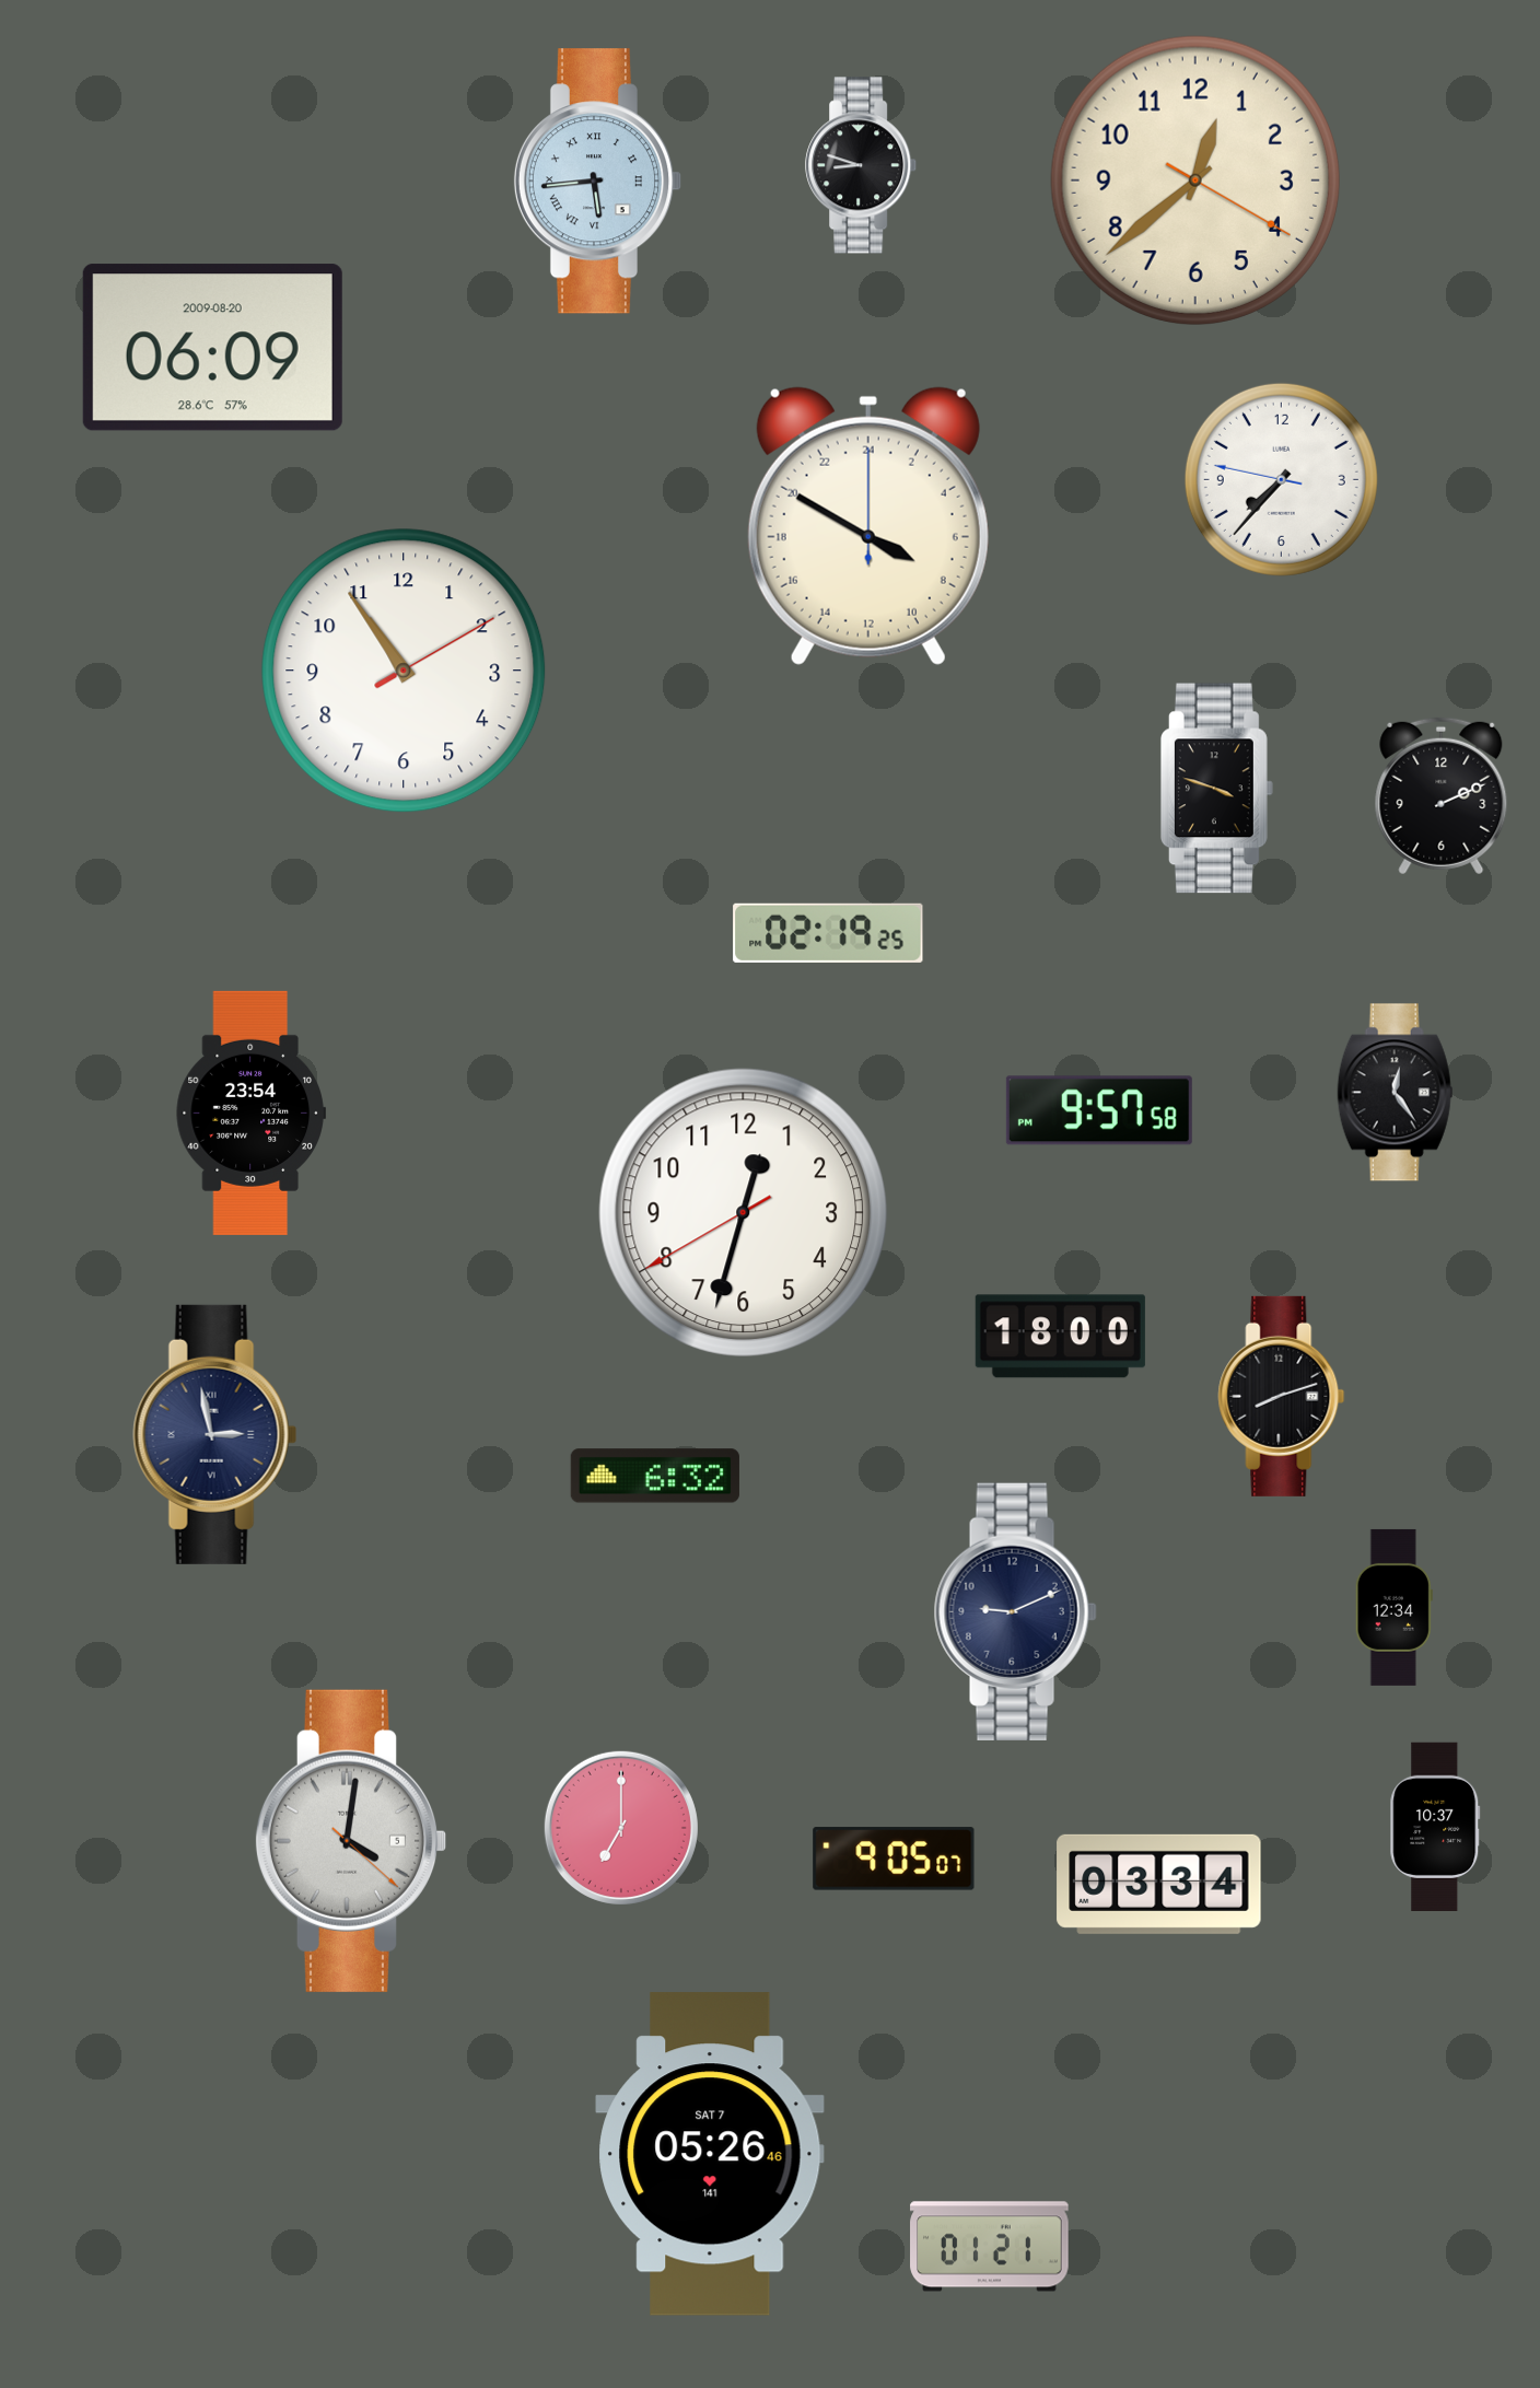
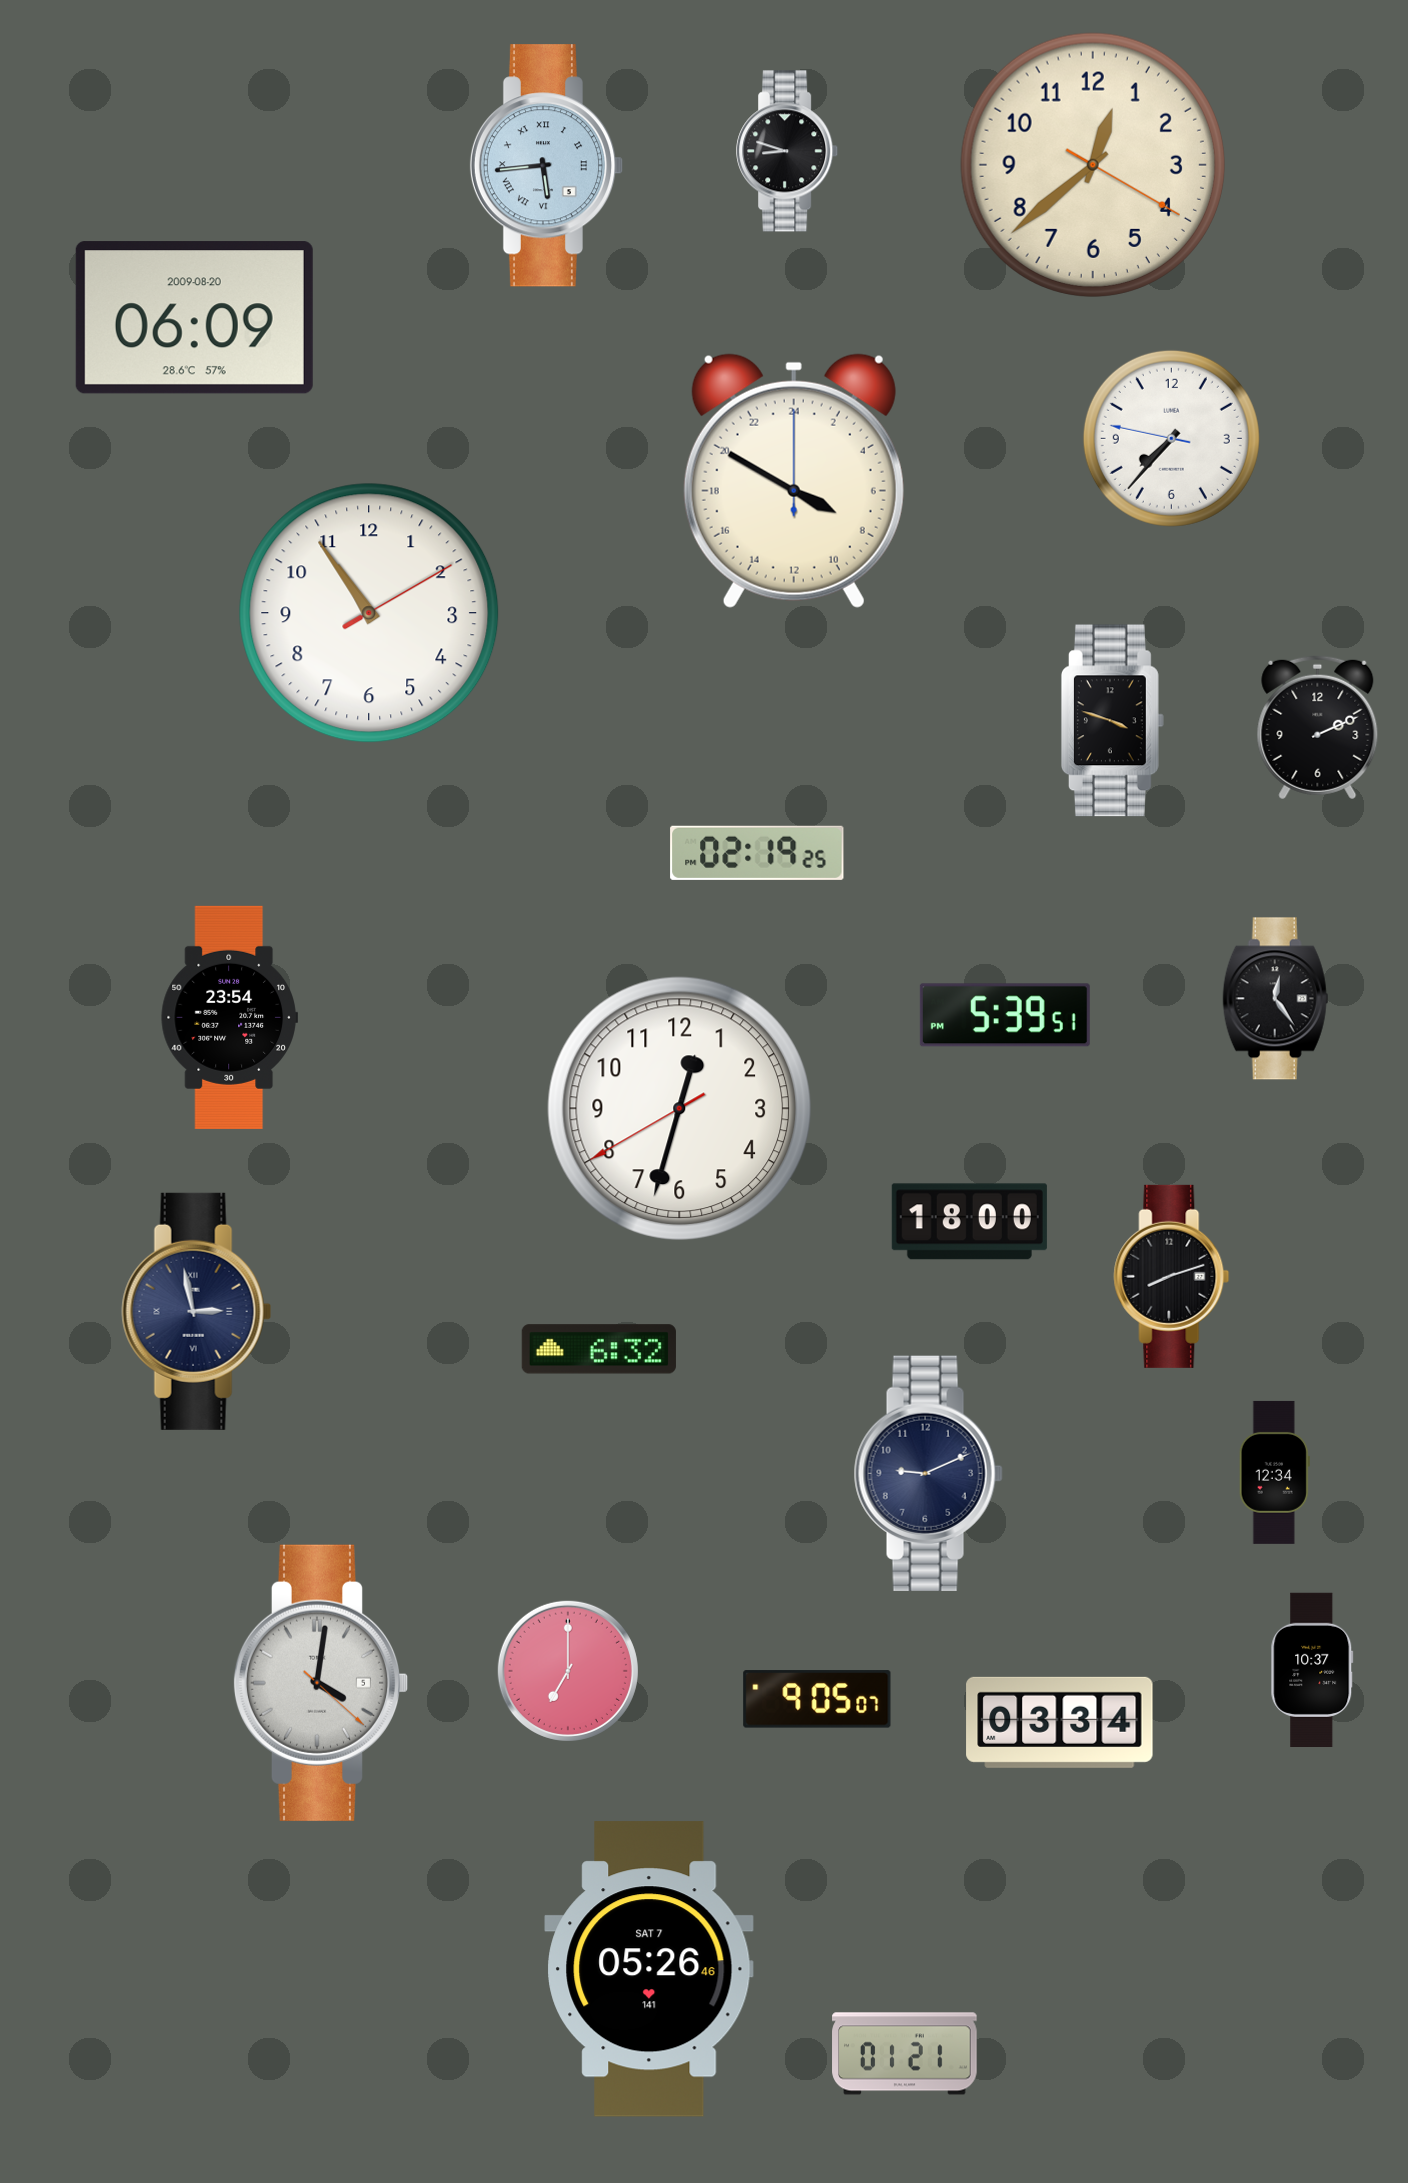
clock at (1099, 1110): 9:57 -> 5:39
clock at (1393, 1607) position: (1393, 1607) -> (1274, 1472)
